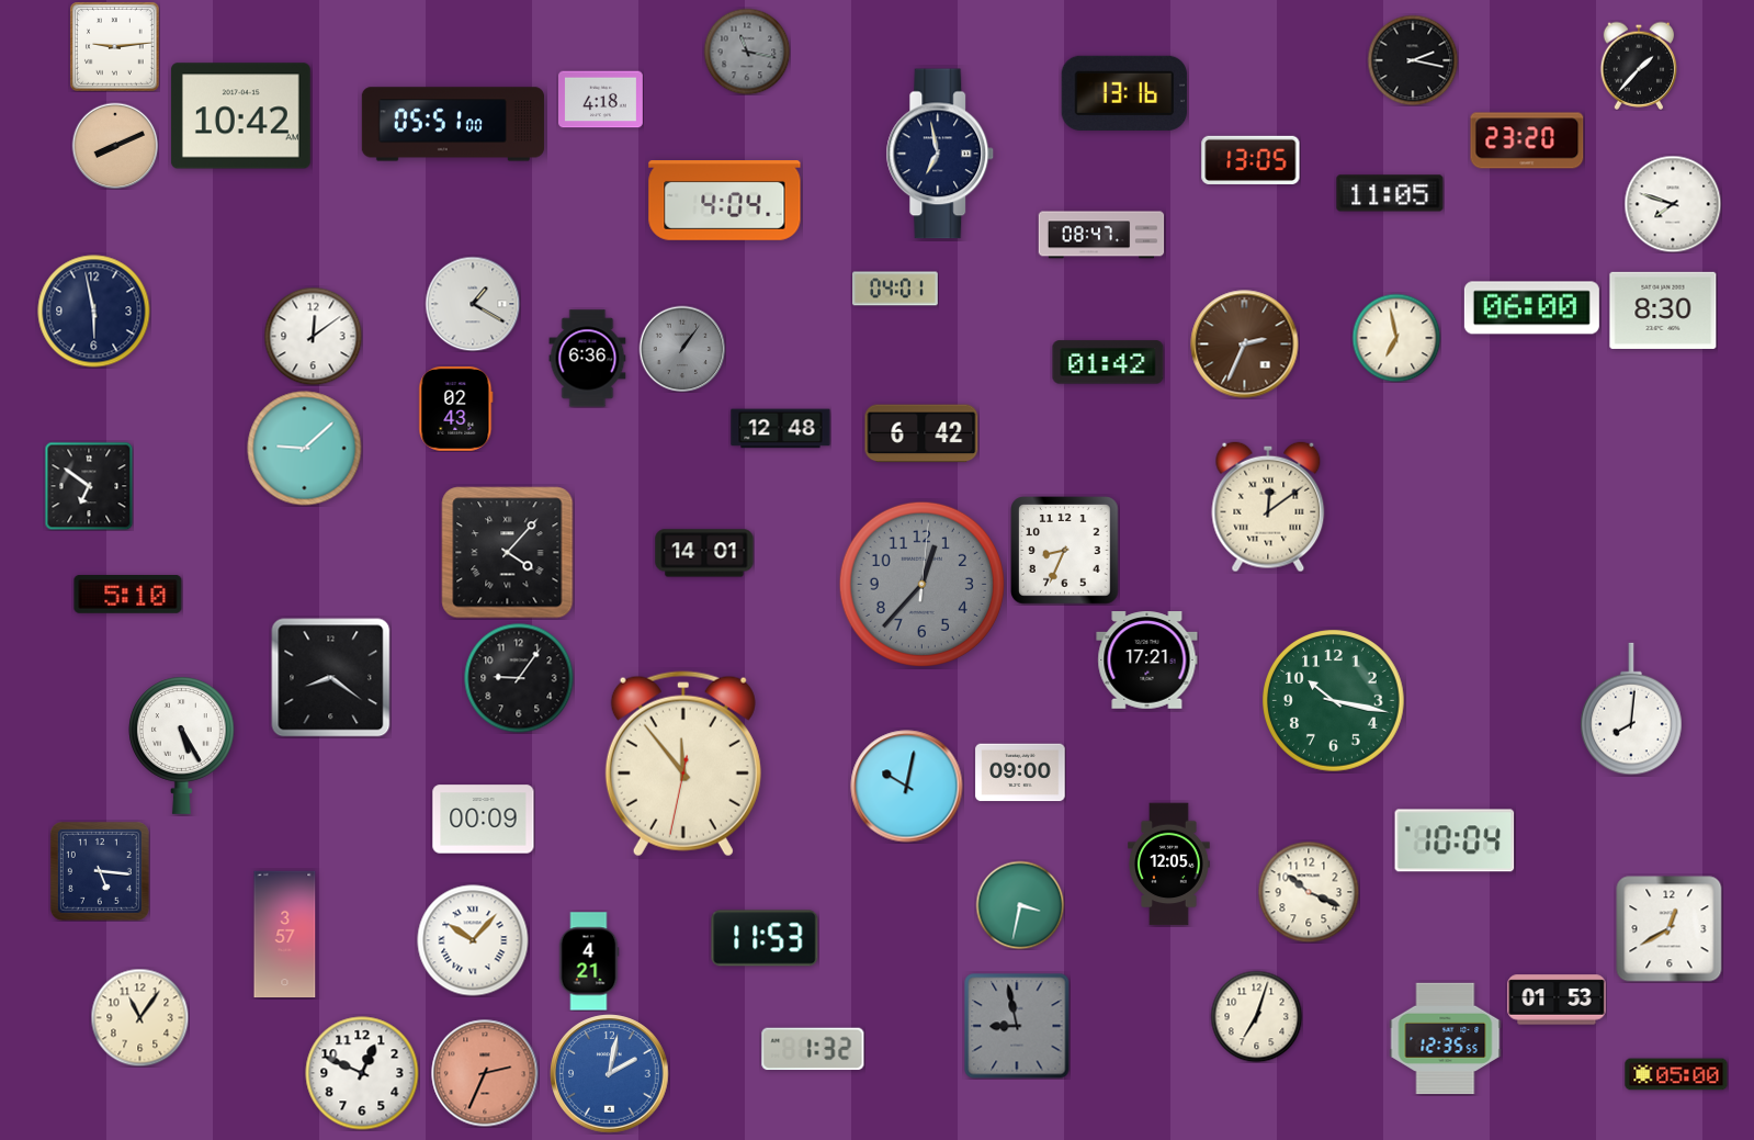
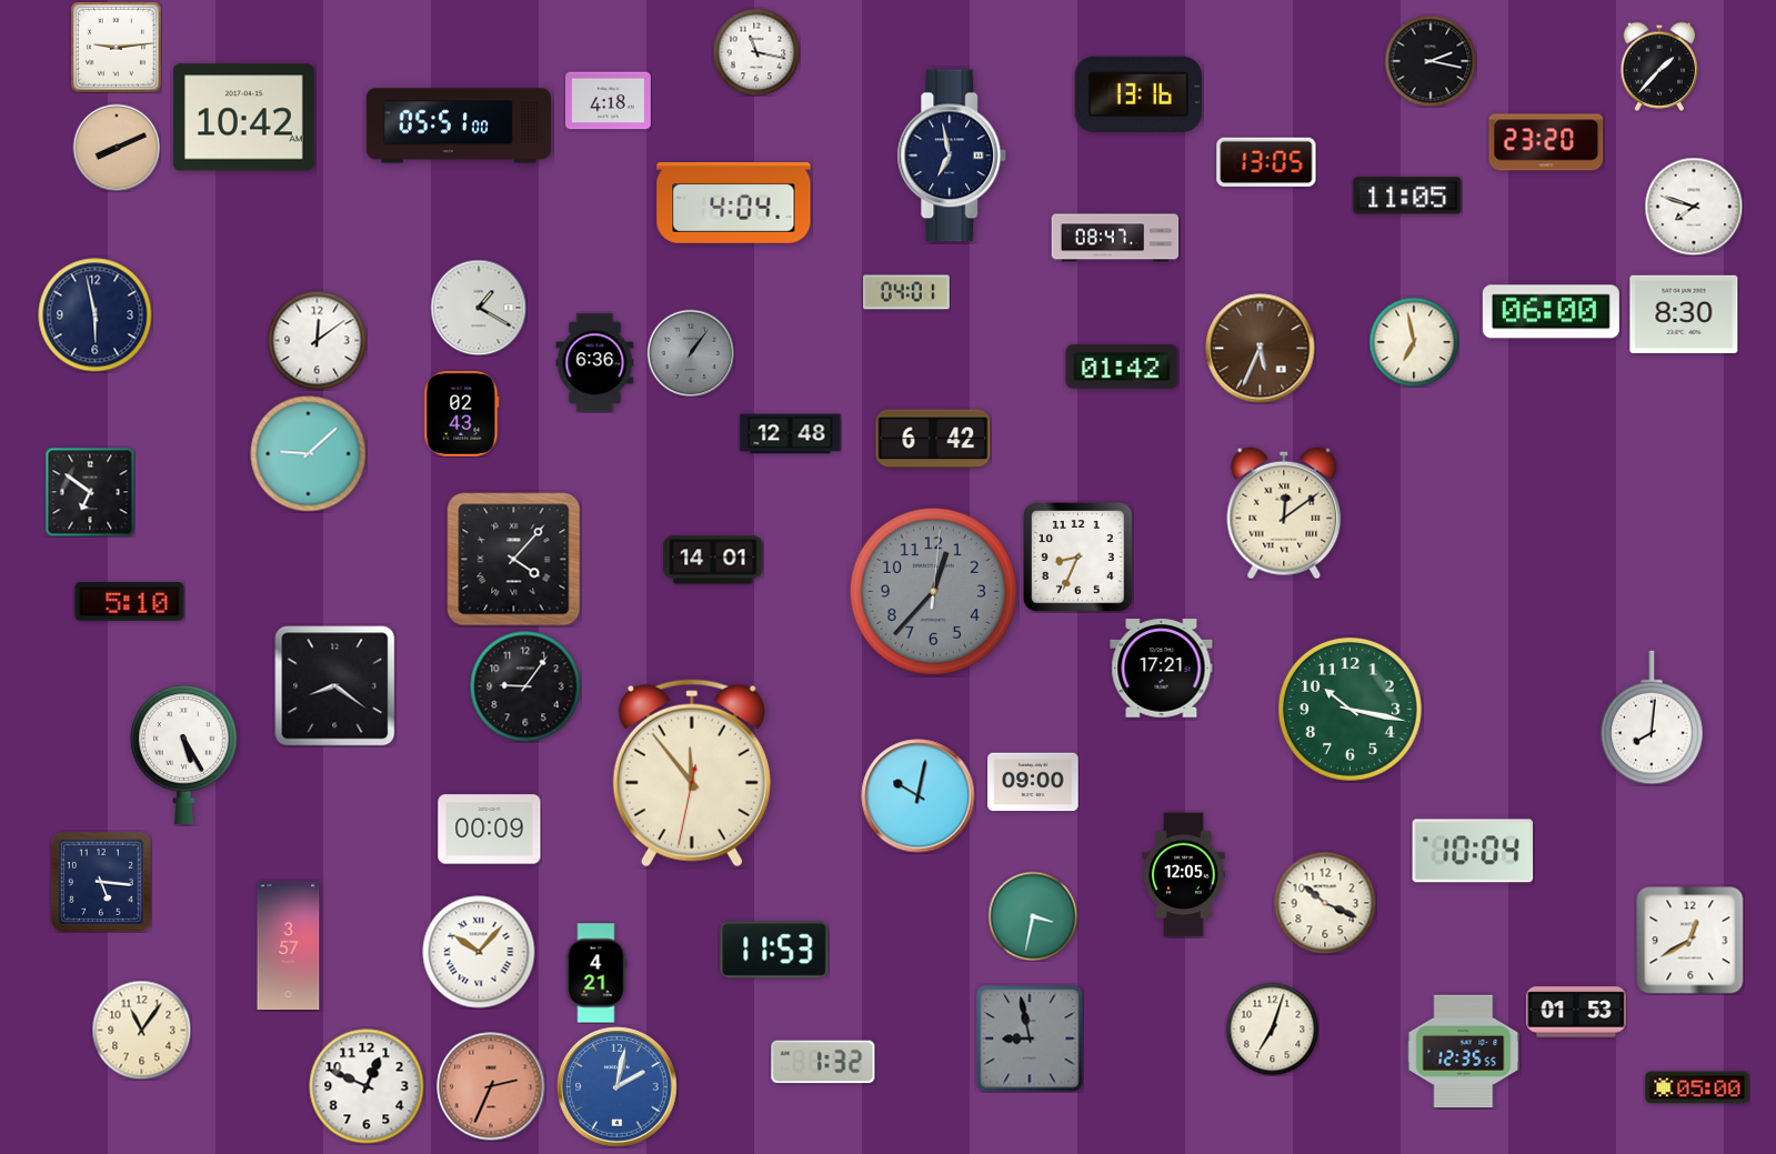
clock at (747, 52) dial: grey -> white
clock at (1245, 345): 2:34 -> 5:34
